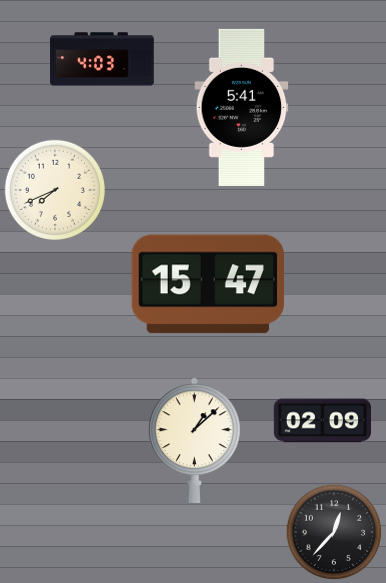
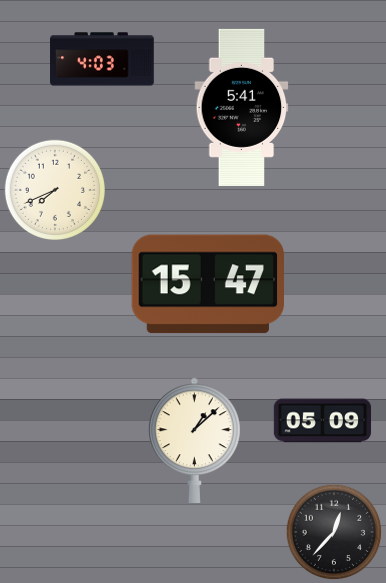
clock at (323, 421): 02:09 -> 05:09
